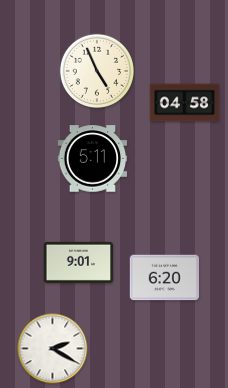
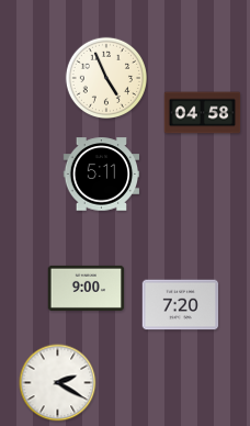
clock at (79, 262): 9:01 -> 9:00
clock at (165, 278): 6:20 -> 7:20
